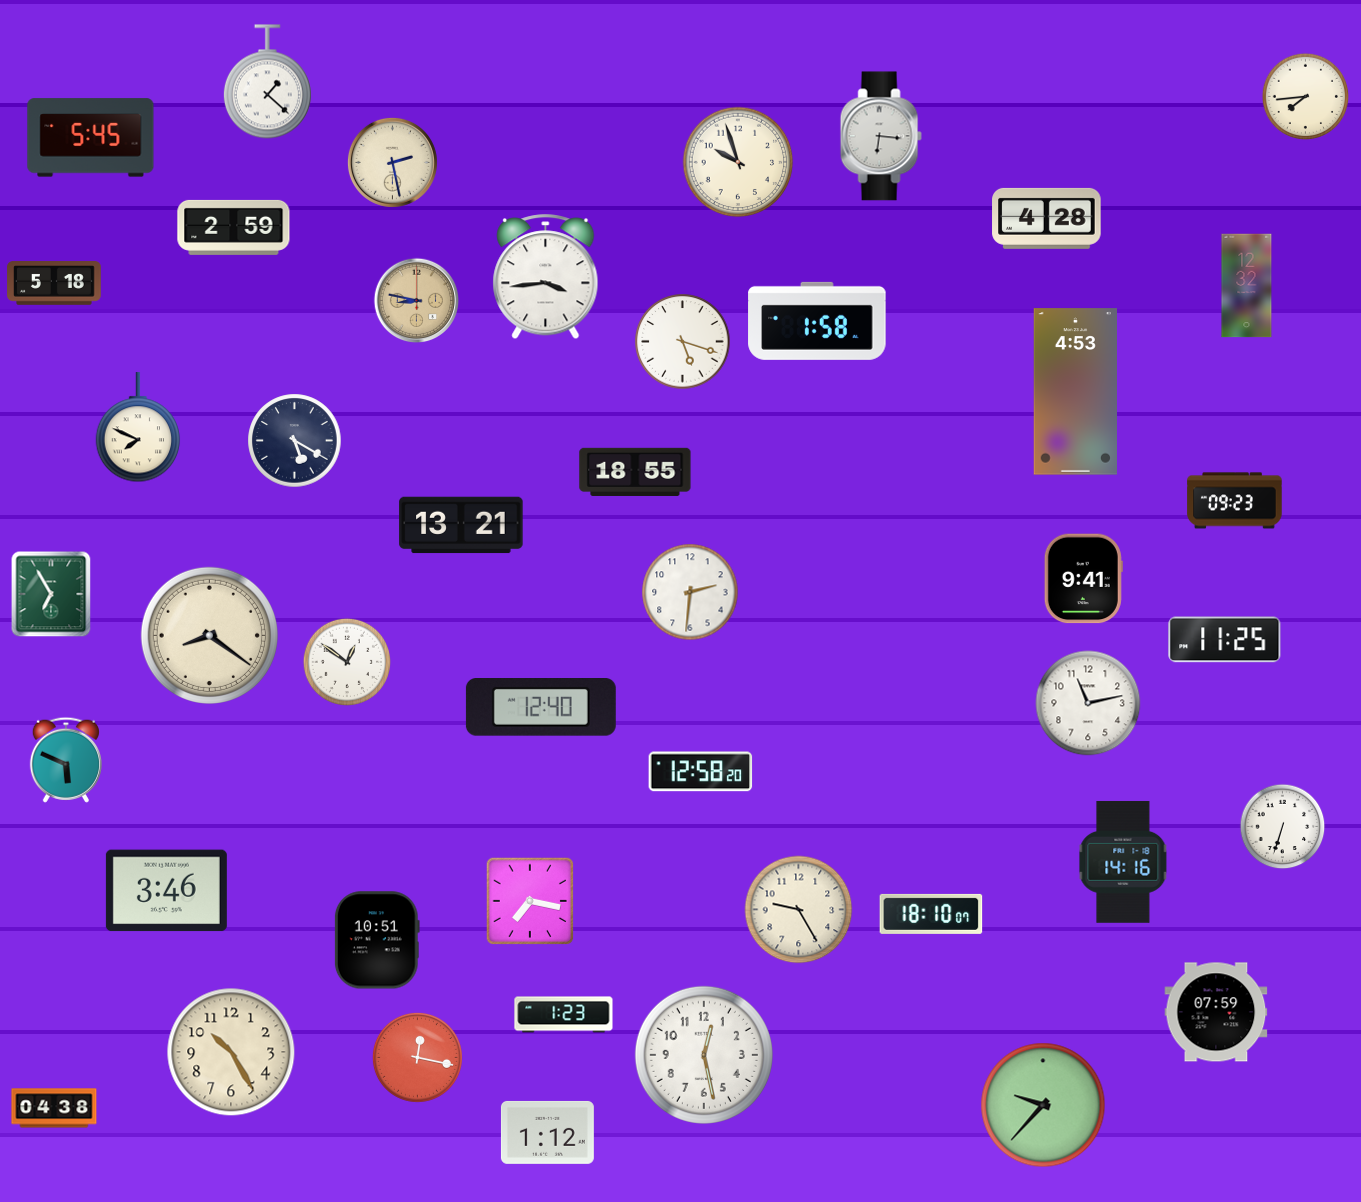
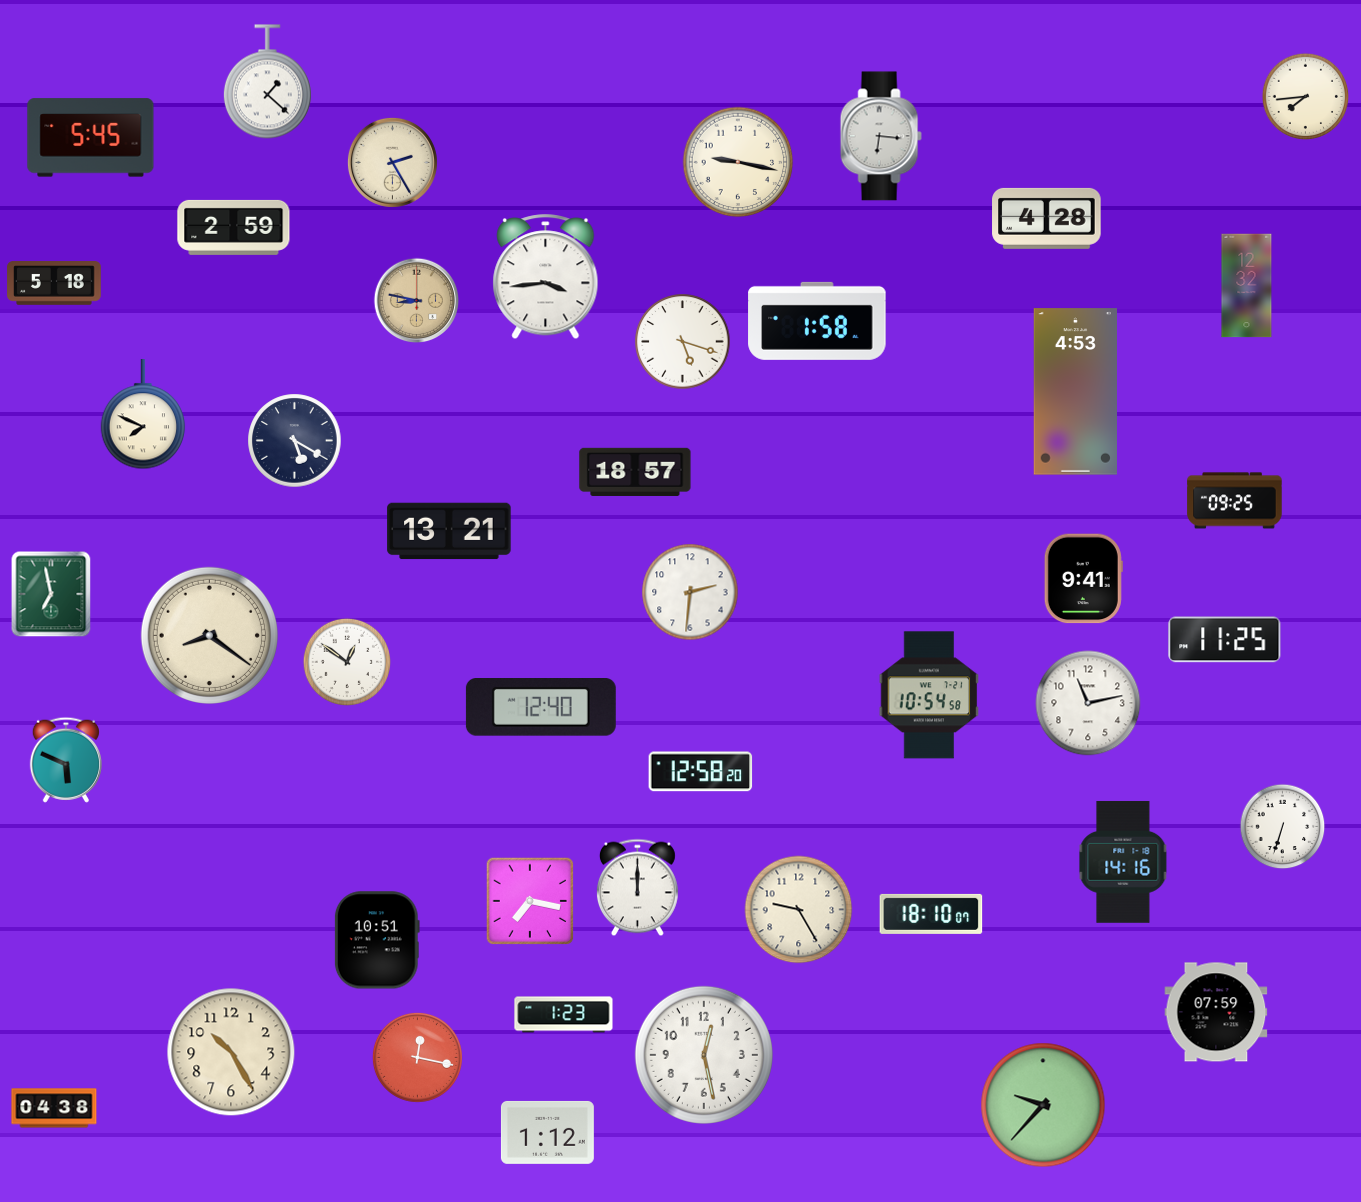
clock at (392, 162): 2:28 -> 2:25
clock at (738, 162): 9:57 -> 9:17
clock at (138, 428) position: (138, 428) -> (143, 415)
clock at (635, 472): 18:55 -> 18:57
clock at (1235, 501): 09:23 -> 09:25
clock at (461, 525) position: (461, 525) -> (449, 531)
clock at (51, 594): 6:55 -> 6:58
clock at (929, 695): none -> 10:54
clock at (637, 888): none -> 12:00
clock at (166, 891): 3:46 -> none
